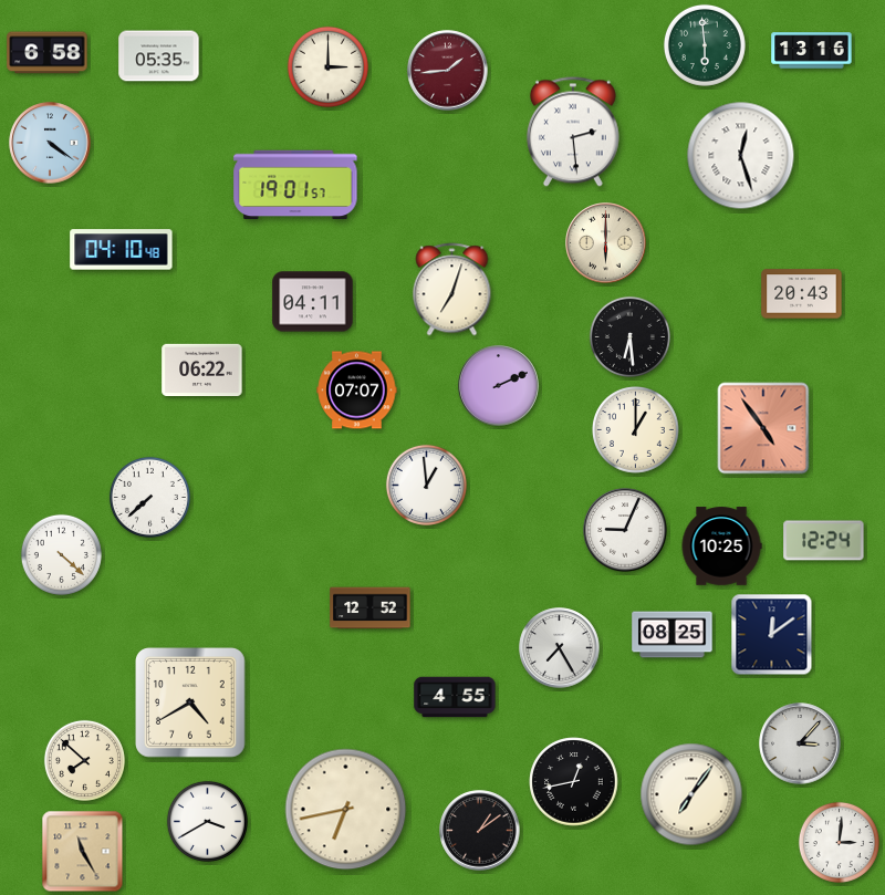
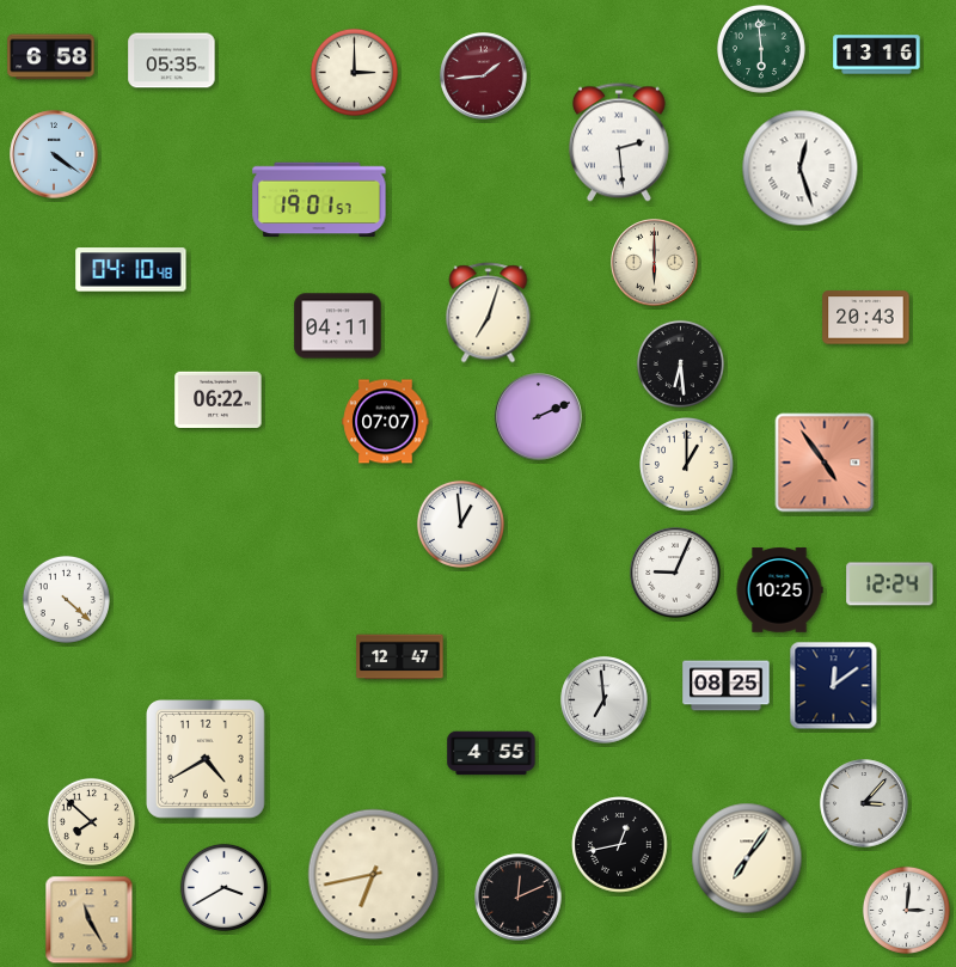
clock at (149, 497): 7:38 -> none
clock at (371, 608): 12:52 -> 12:47
clock at (560, 648): 7:25 -> 6:59
clock at (480, 831): 1:09 -> 12:11
